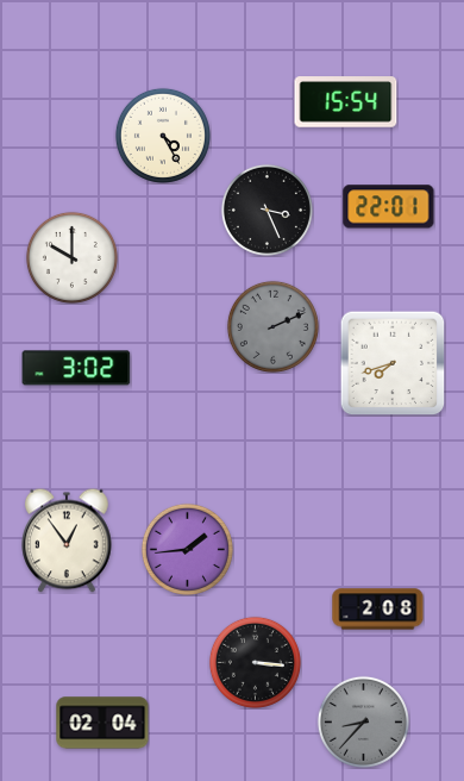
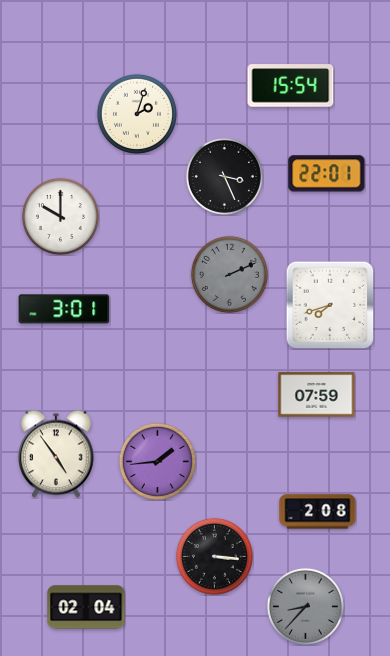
clock at (163, 136): 4:25 -> 2:03
clock at (76, 368): 3:02 -> 3:01
clock at (317, 395): none -> 07:59
clock at (67, 541): 12:54 -> 4:54
